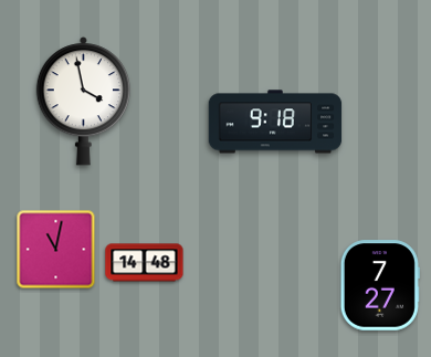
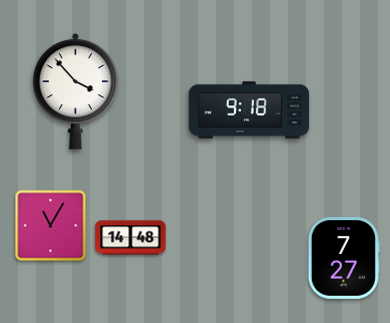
clock at (83, 102): 3:58 -> 3:53
clock at (56, 250): 11:02 -> 11:05
